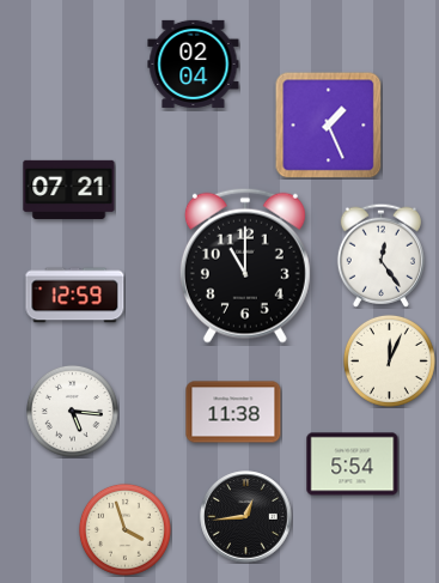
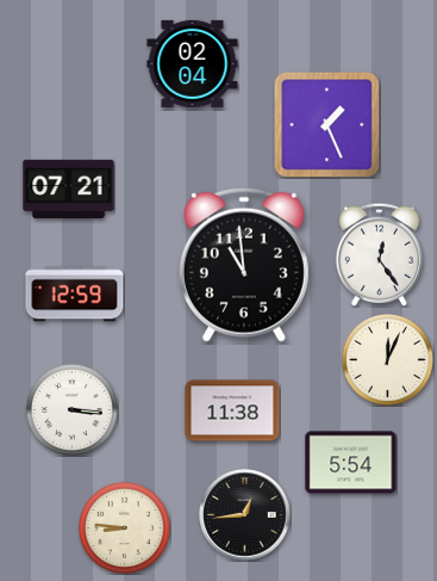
clock at (245, 266): 11:00 -> 10:59
clock at (72, 411): 5:16 -> 3:16
clock at (124, 529): 3:57 -> 8:46
